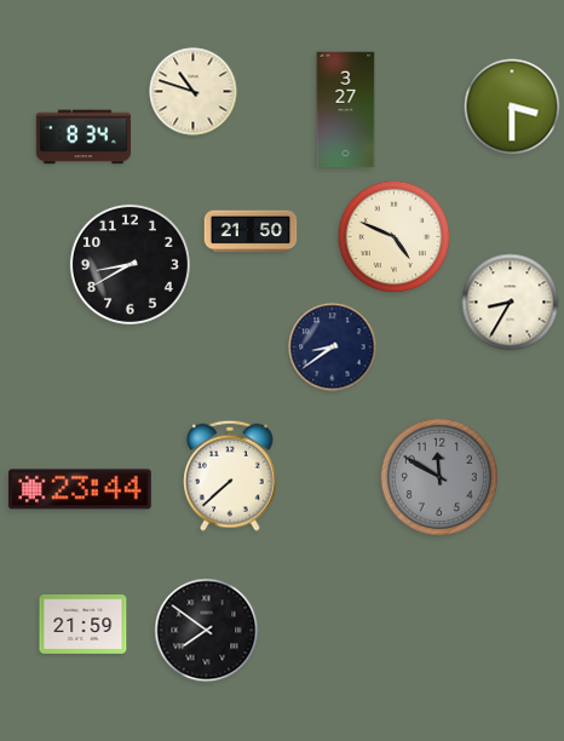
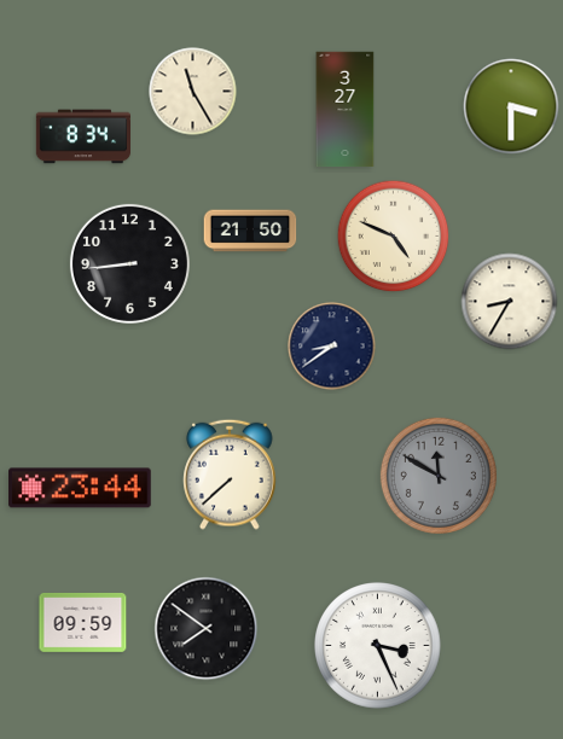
clock at (194, 92): 10:48 -> 11:25
clock at (130, 264): 8:40 -> 8:44
clock at (84, 624): 21:59 -> 09:59
clock at (378, 646): none -> 3:26
